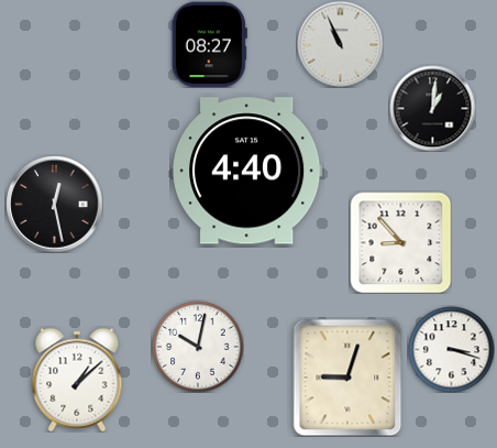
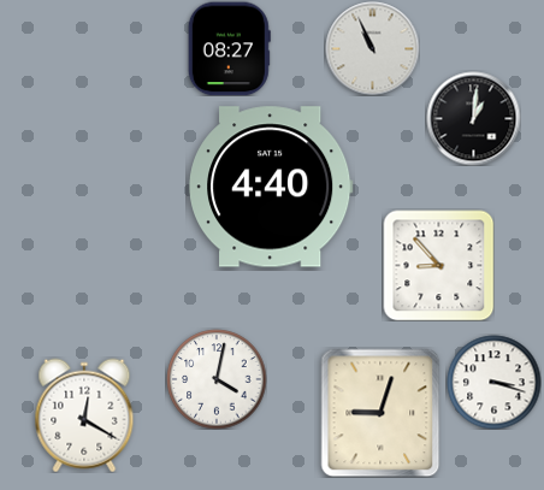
clock at (54, 204): 12:28 -> none
clock at (198, 347): 10:02 -> 4:02
clock at (77, 380): 1:08 -> 12:20
